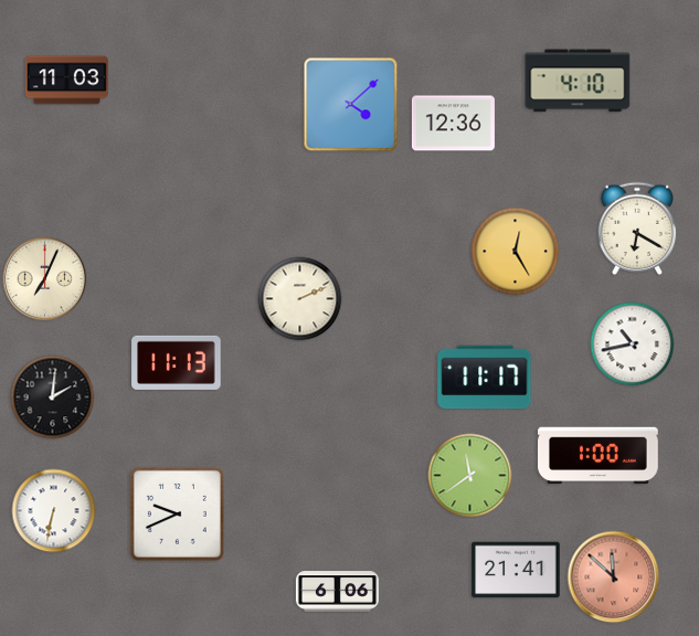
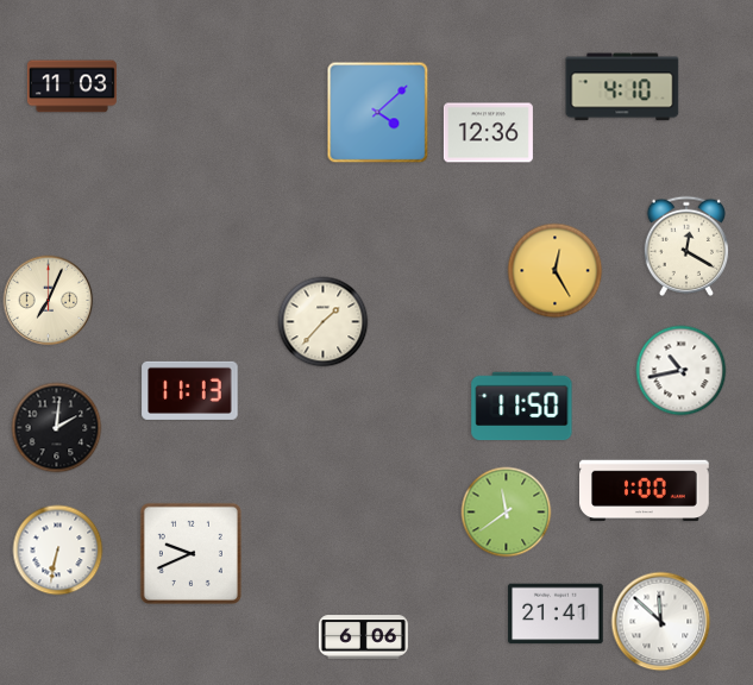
clock at (636, 229): 6:20 -> 12:20
clock at (300, 299): 2:11 -> 1:37
clock at (485, 378): 11:17 -> 11:50
clock at (614, 577) dial: salmon -> white
